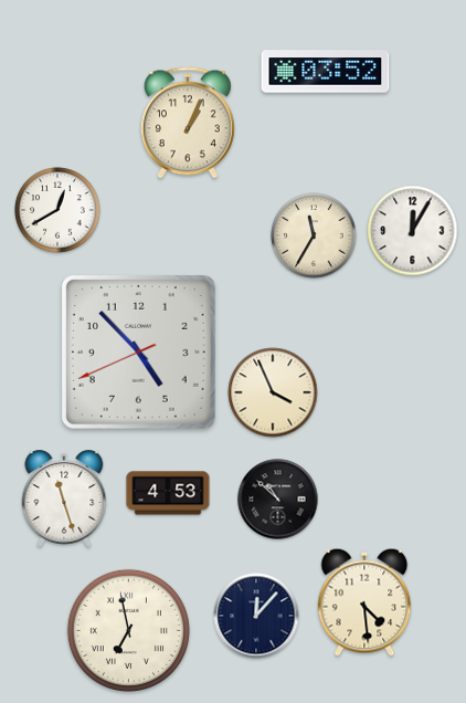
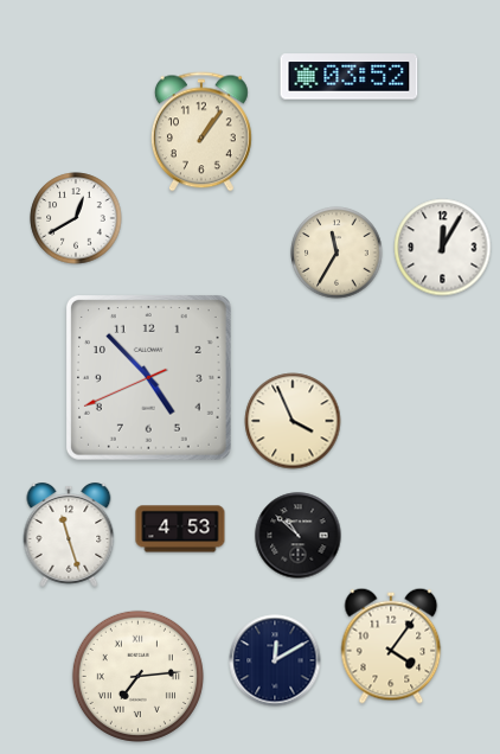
clock at (188, 123): 1:04 -> 1:06
clock at (57, 210) position: (57, 210) -> (76, 218)
clock at (364, 602): 4:29 -> 4:06
clock at (256, 616): 12:07 -> 12:10
clock at (128, 630): 6:58 -> 7:14
